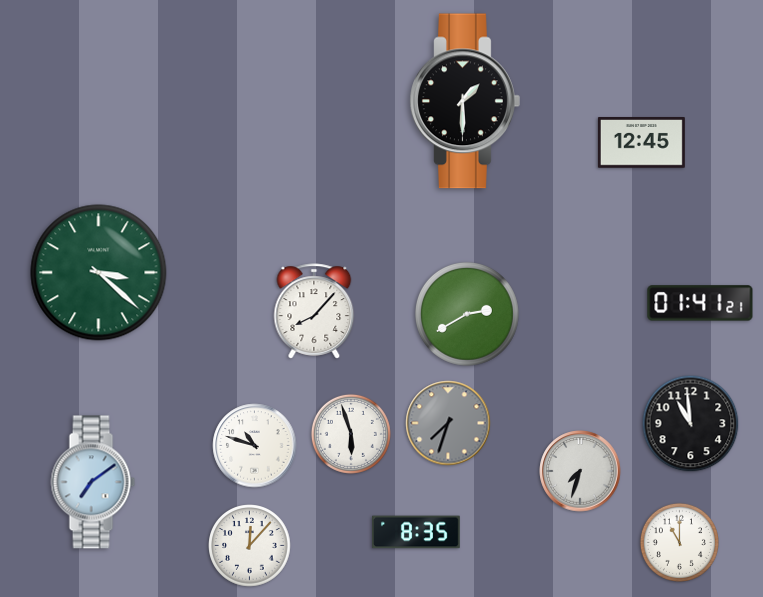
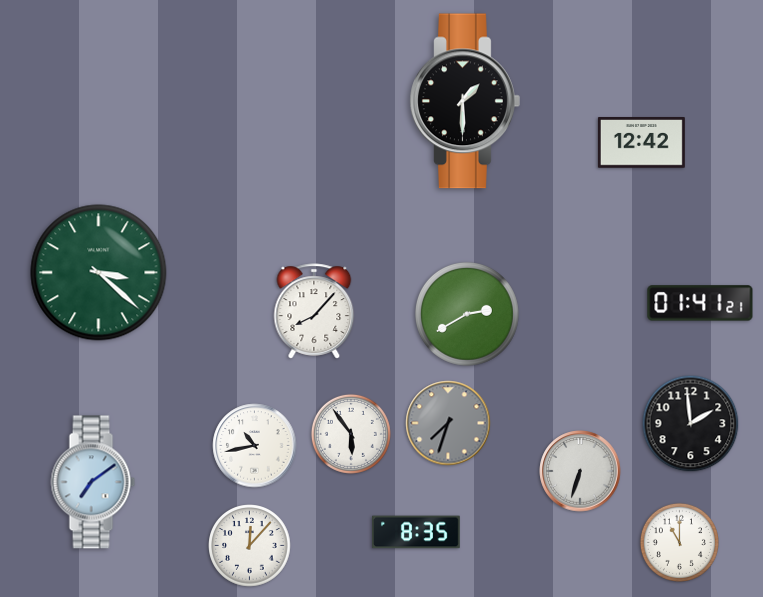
clock at (641, 143): 12:45 -> 12:42
clock at (691, 424): 10:59 -> 1:59
clock at (351, 434): 5:57 -> 5:54
clock at (255, 446): 10:48 -> 10:43
clock at (580, 471): 7:33 -> 6:33
